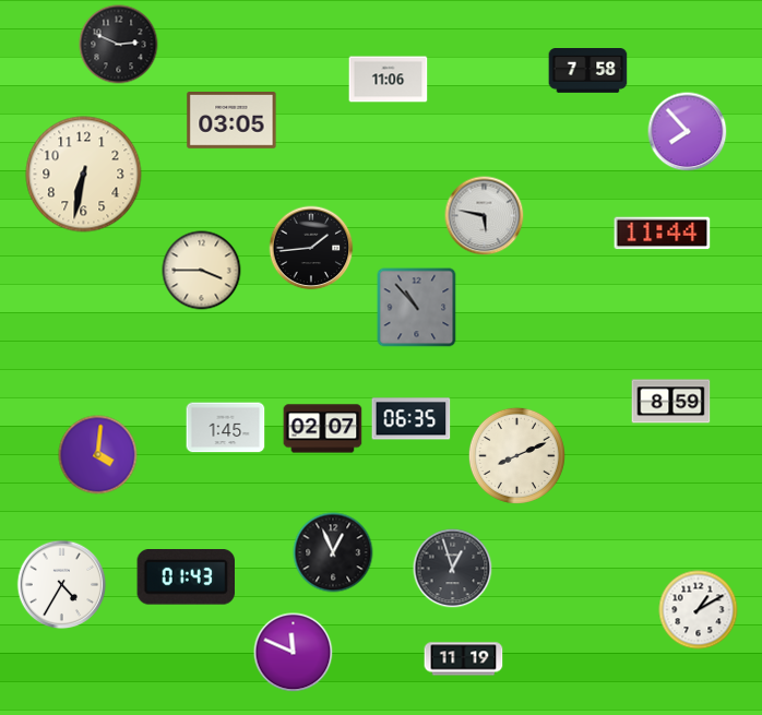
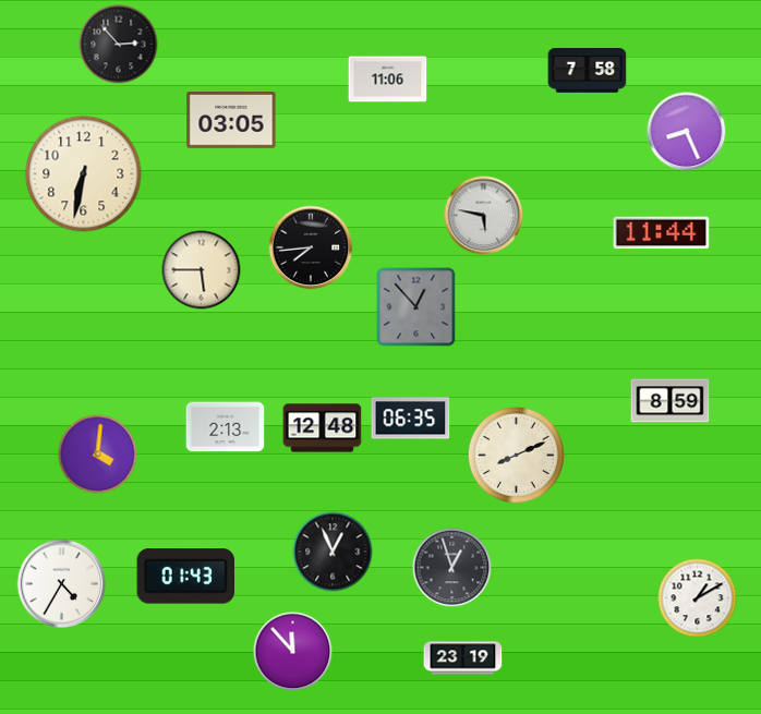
clock at (119, 45): 2:49 -> 2:53
clock at (688, 132): 7:53 -> 8:26
clock at (311, 248): 1:44 -> 7:44
clock at (202, 271): 3:45 -> 5:45
clock at (417, 308): 10:53 -> 12:53
clock at (226, 428): 1:45 -> 2:13
clock at (323, 429): 02:07 -> 12:48
clock at (699, 610) position: (699, 610) -> (698, 598)
clock at (294, 653): 11:49 -> 11:53
clock at (464, 659): 11:19 -> 23:19
